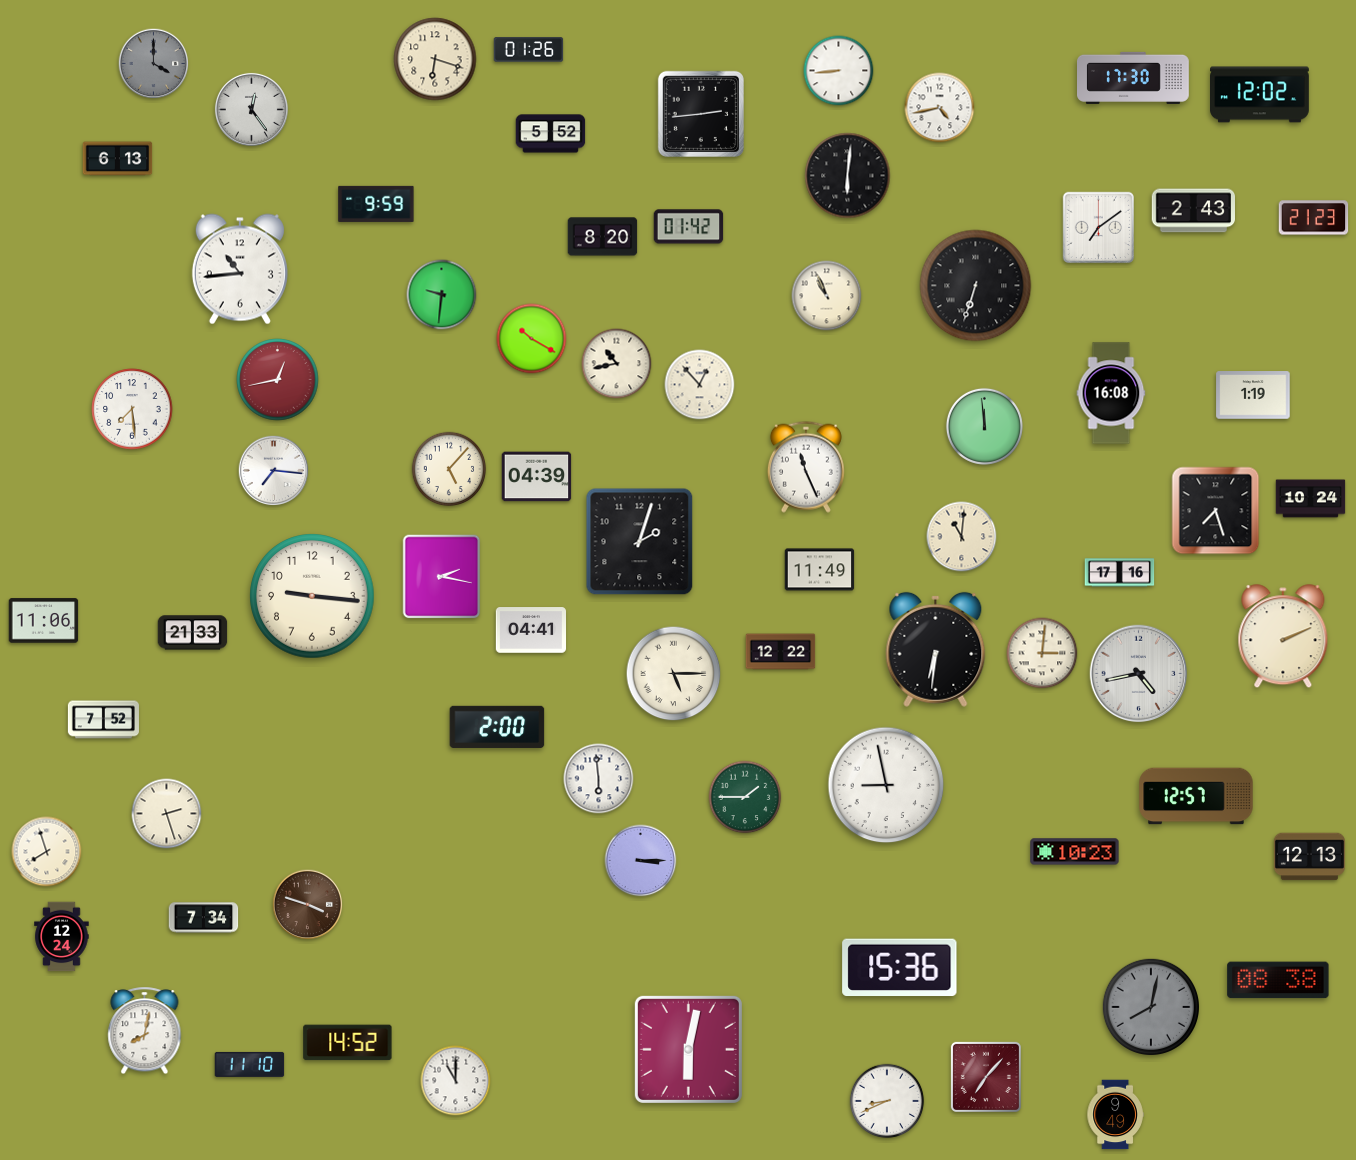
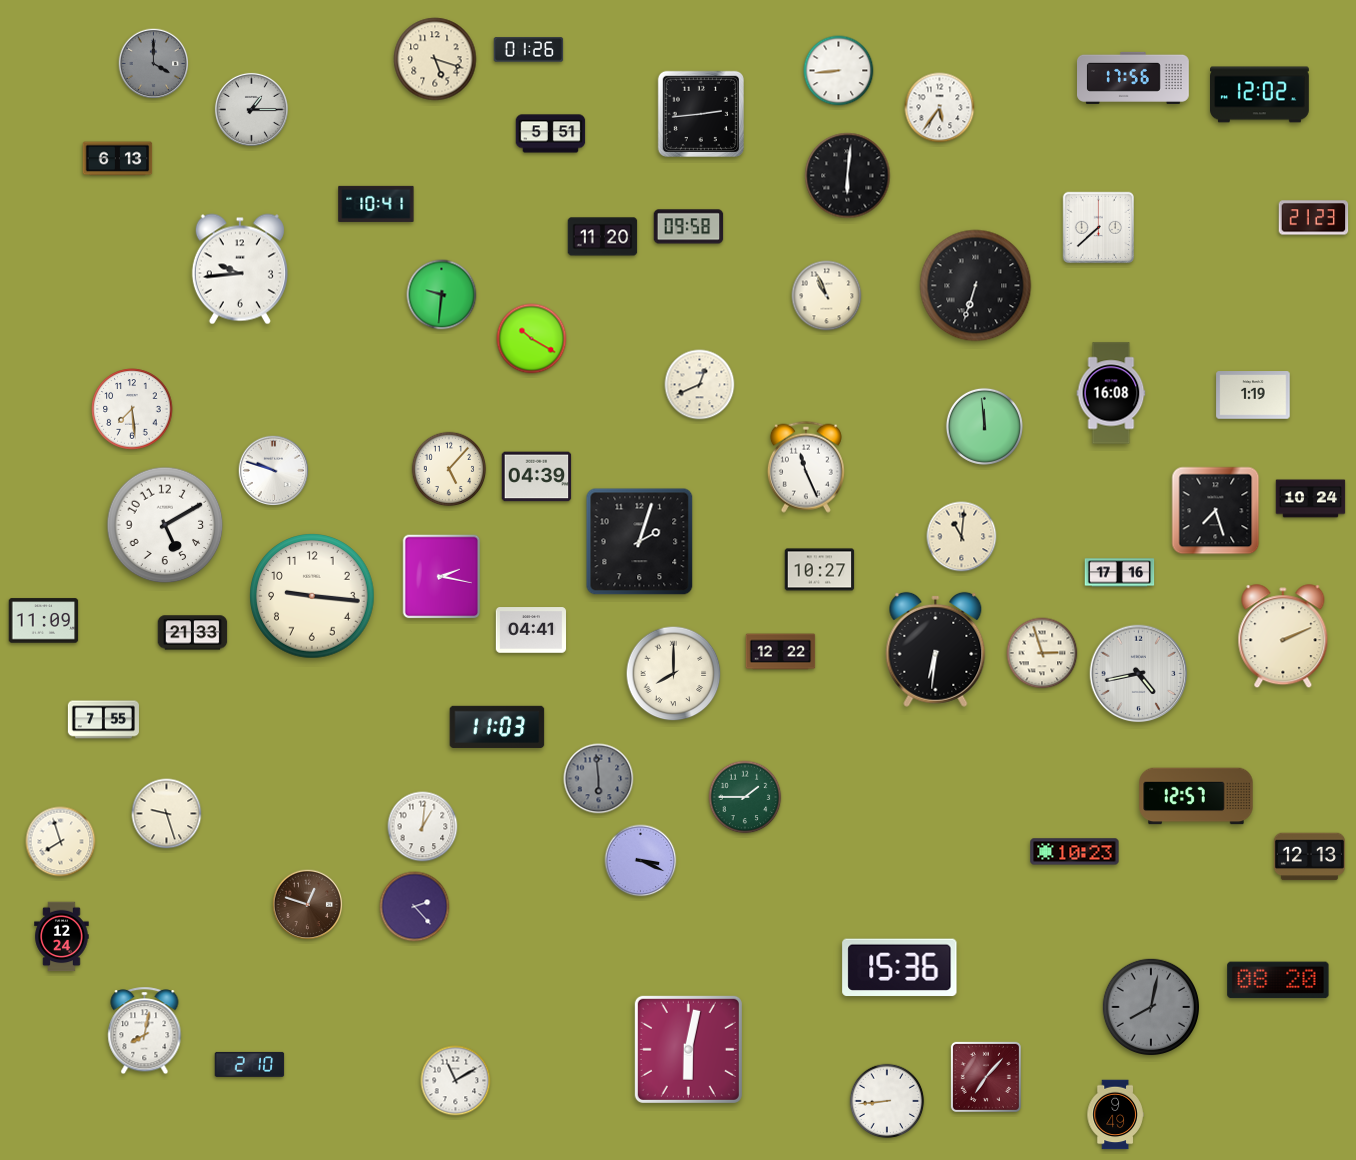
clock at (435, 59): 6:18 -> 5:18
clock at (1134, 78): 17:30 -> 17:56
clock at (940, 108): 4:43 -> 5:36
clock at (251, 109): 12:24 -> 1:15
clock at (551, 134): 5:52 -> 5:51
clock at (376, 204): 9:59 -> 10:41
clock at (1193, 211): 2:43 -> none
clock at (689, 227): 01:42 -> 09:58
clock at (1099, 228): 7:09 -> 7:38
clock at (603, 237): 8:20 -> 11:20
clock at (240, 269): 10:44 -> 9:44
clock at (617, 364): 10:43 -> none
clock at (278, 380): 12:43 -> none
clock at (700, 385): 12:53 -> 12:41
clock at (274, 471): 7:16 -> 9:48
clock at (165, 525): none -> 5:10
clock at (820, 570): 11:49 -> 10:27
clock at (44, 621): 11:06 -> 11:09
clock at (1042, 653): 3:01 -> 2:57
clock at (674, 674): 5:15 -> 8:00
clock at (103, 720): 7:52 -> 7:55
clock at (497, 726): 2:00 -> 11:03
clock at (599, 779) dial: white -> grey
clock at (886, 785): 8:58 -> none
clock at (167, 814): 2:27 -> 9:27
clock at (423, 827): none -> 1:01
clock at (47, 852) position: (47, 852) -> (61, 842)
clock at (641, 861): 3:15 -> 3:19
clock at (308, 905): 3:48 -> 12:48
clock at (415, 907): none -> 2:23
clock at (204, 918): 7:34 -> none
clock at (1278, 980): 08:38 -> 08:20
clock at (348, 1043): 14:52 -> none
clock at (250, 1064): 11:10 -> 2:10
clock at (456, 1081): 11:00 -> 11:10
clock at (887, 1101): 8:41 -> 8:44
